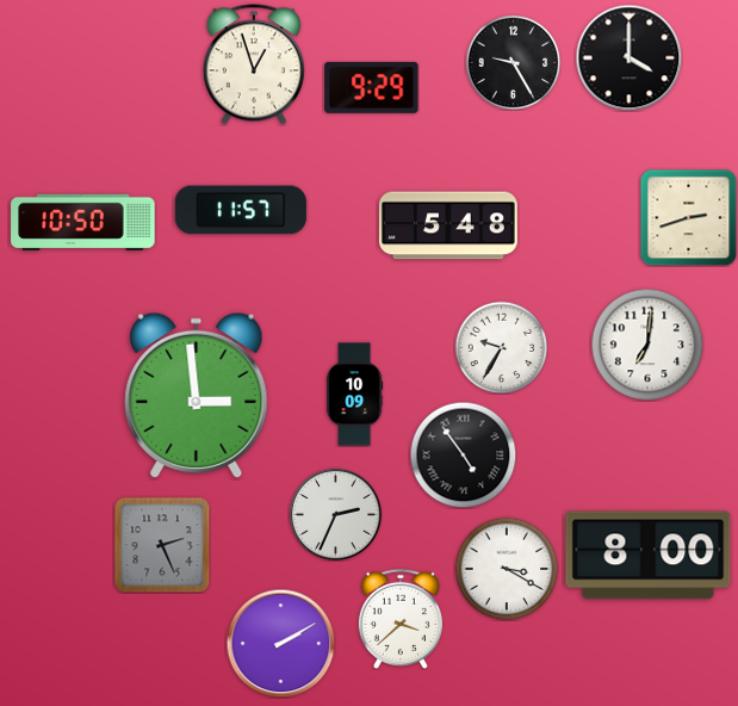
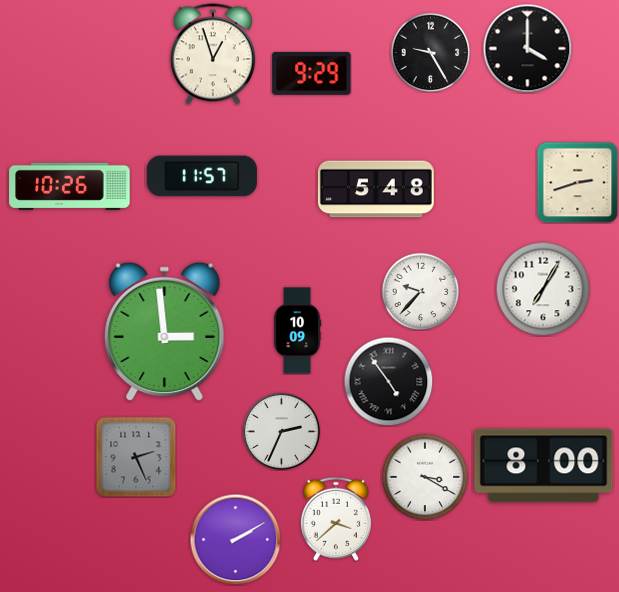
clock at (83, 222): 10:50 -> 10:26
clock at (647, 345): 7:01 -> 7:05
clock at (501, 347): 9:35 -> 9:37
